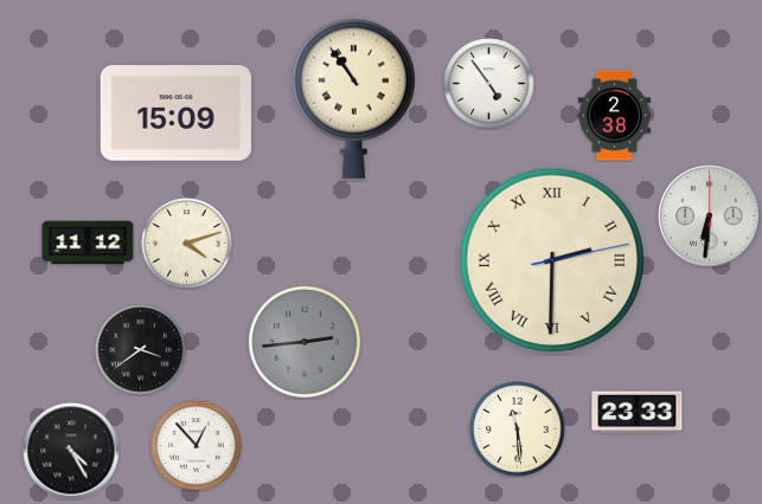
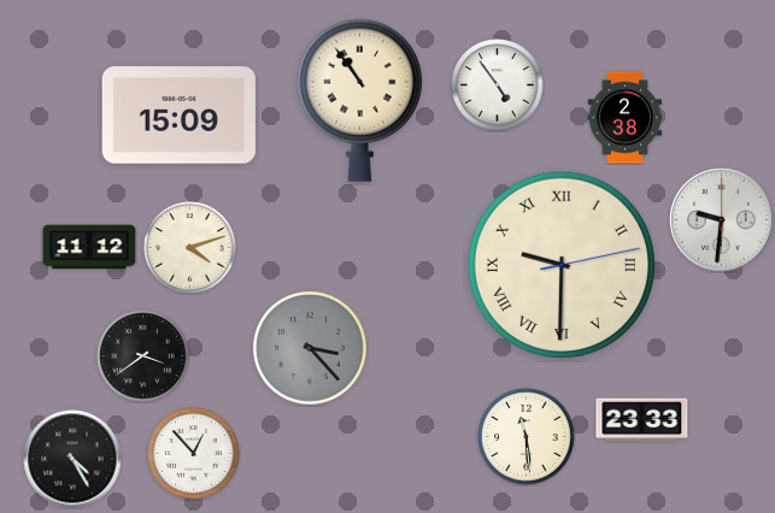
clock at (710, 217): 6:31 -> 9:31
clock at (552, 260): 2:30 -> 9:30
clock at (306, 343): 2:44 -> 3:23
clock at (638, 413) position: (638, 413) -> (642, 420)
clock at (197, 446) position: (197, 446) -> (194, 454)
